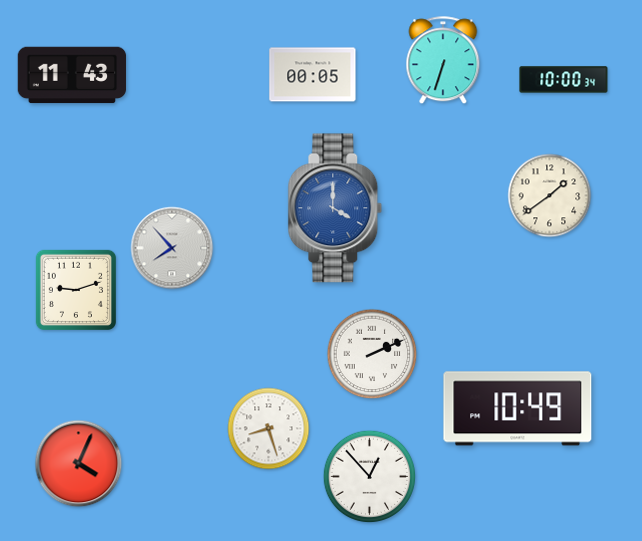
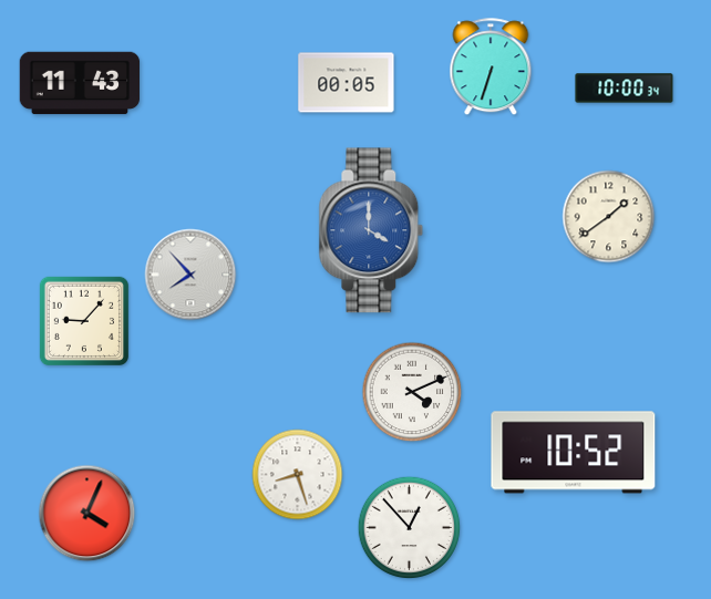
clock at (75, 289): 9:12 -> 9:07
clock at (372, 354): 2:11 -> 4:11
clock at (518, 409): 10:49 -> 10:52
